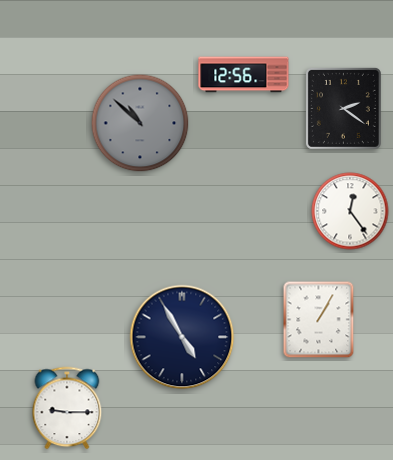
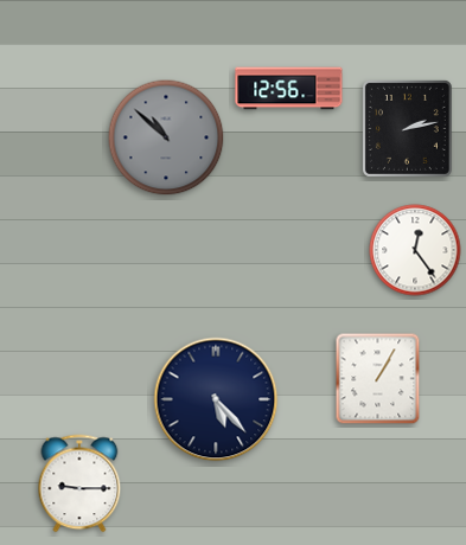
clock at (343, 108): 2:21 -> 2:13
clock at (140, 123) position: (140, 123) -> (166, 137)
clock at (182, 337): 4:55 -> 5:23
